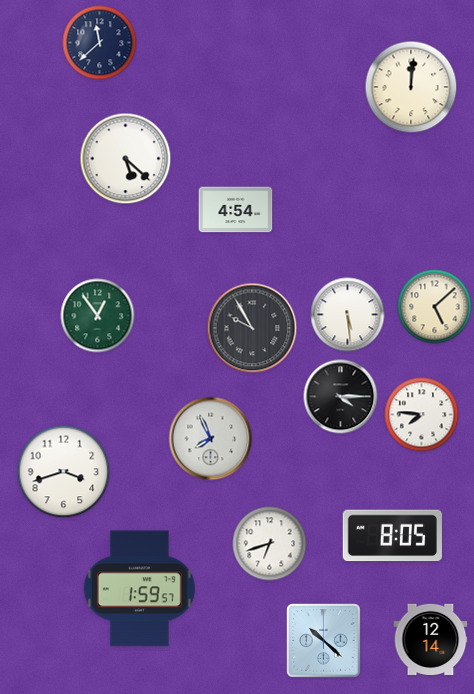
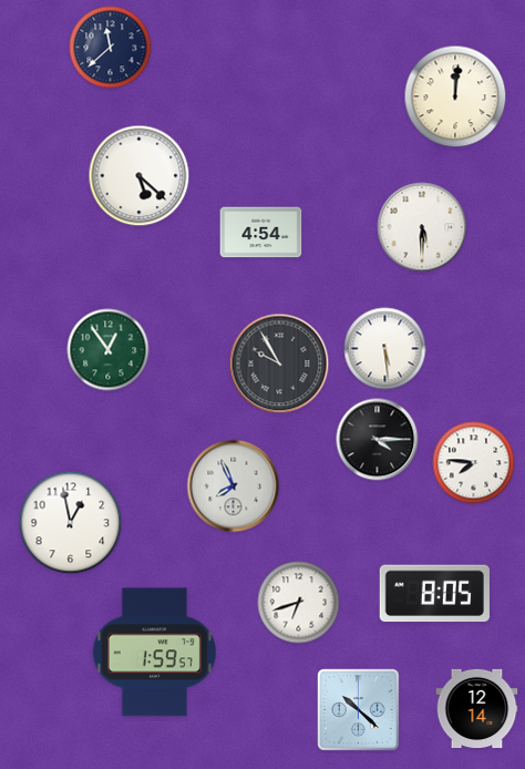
clock at (422, 227): none -> 5:30
clock at (435, 307): 5:08 -> none
clock at (422, 415) position: (422, 415) -> (474, 463)
clock at (64, 472): 3:42 -> 12:58
